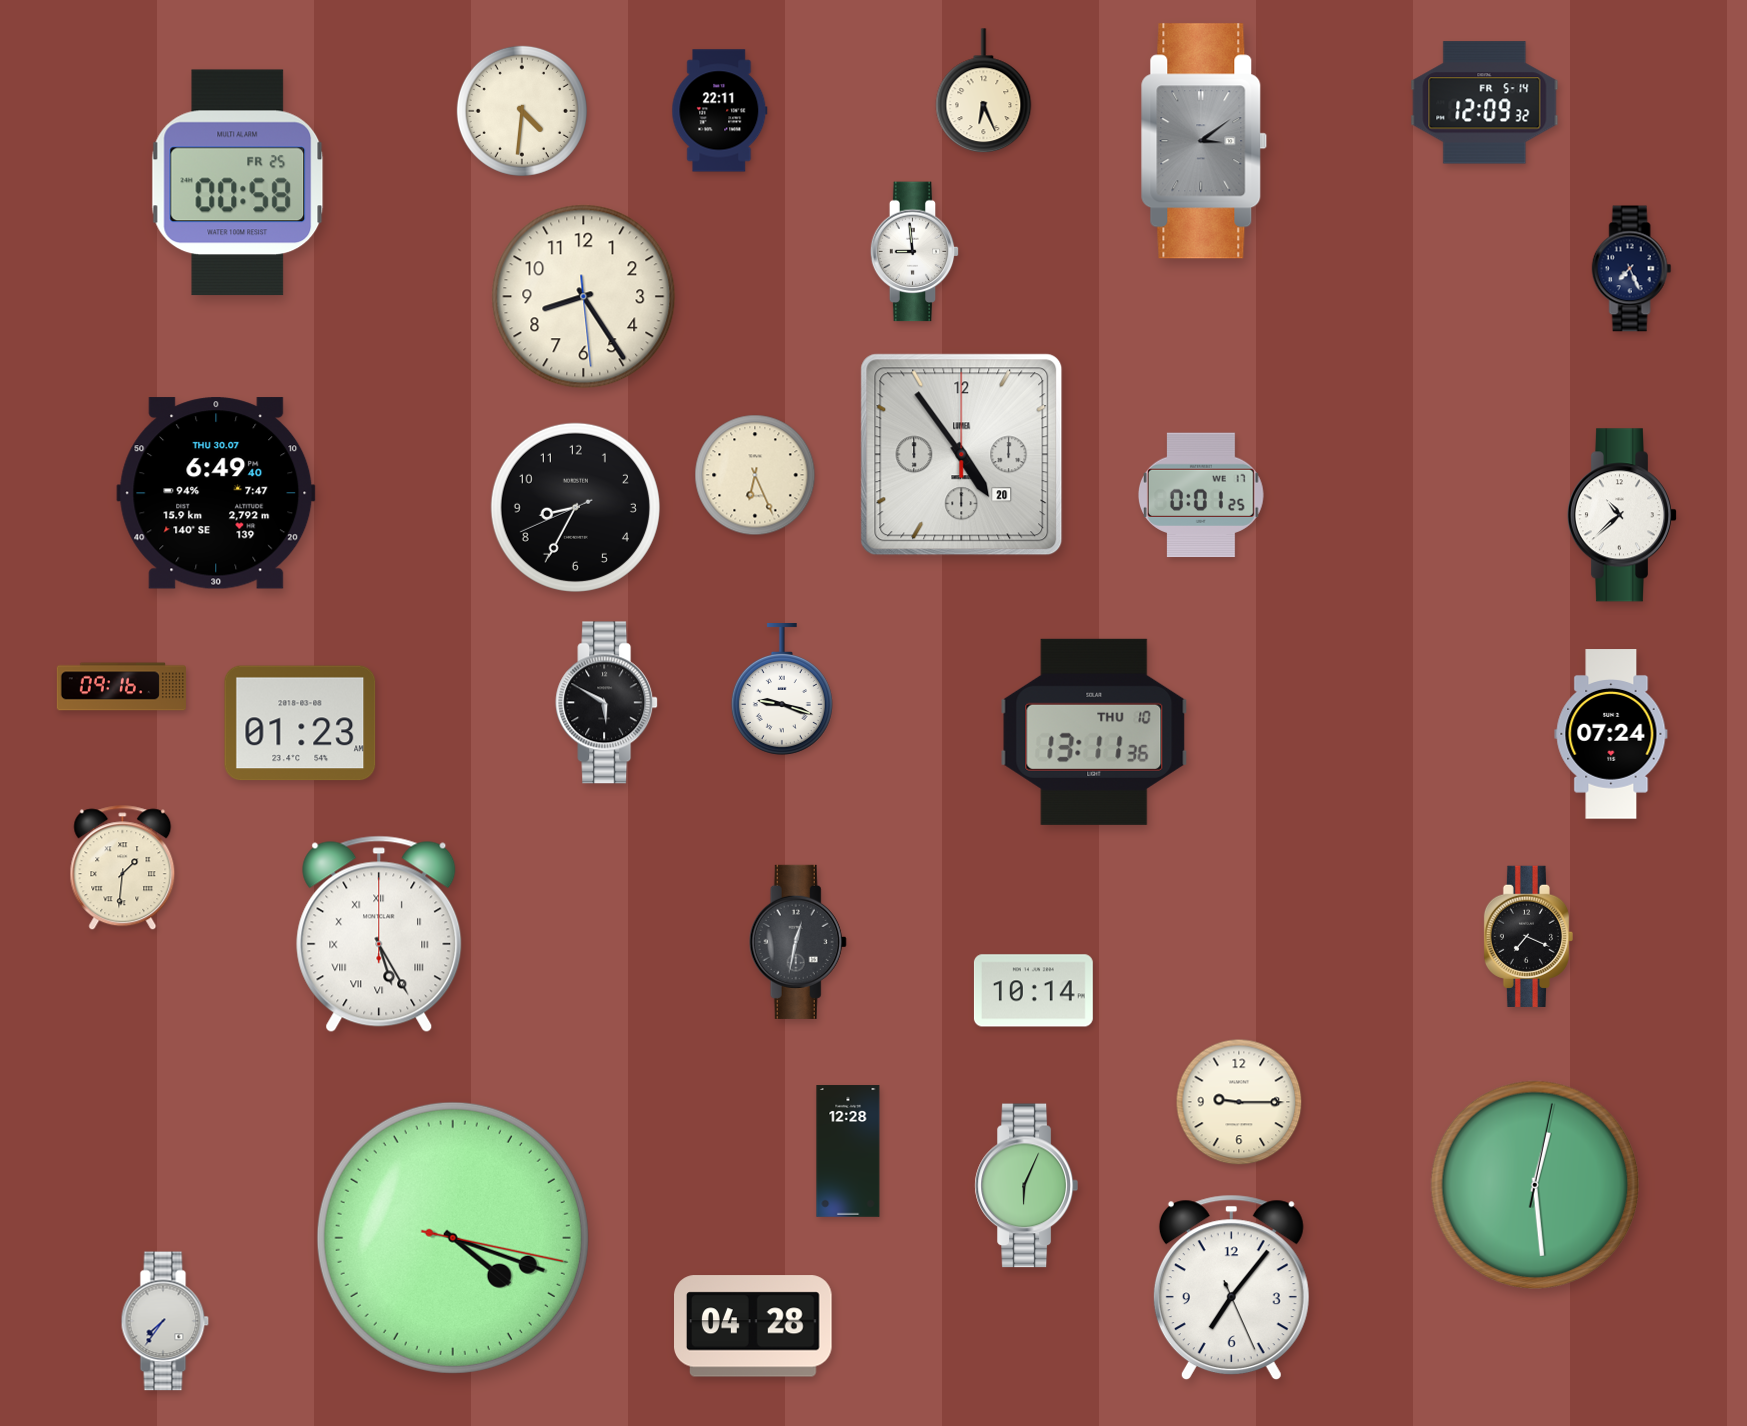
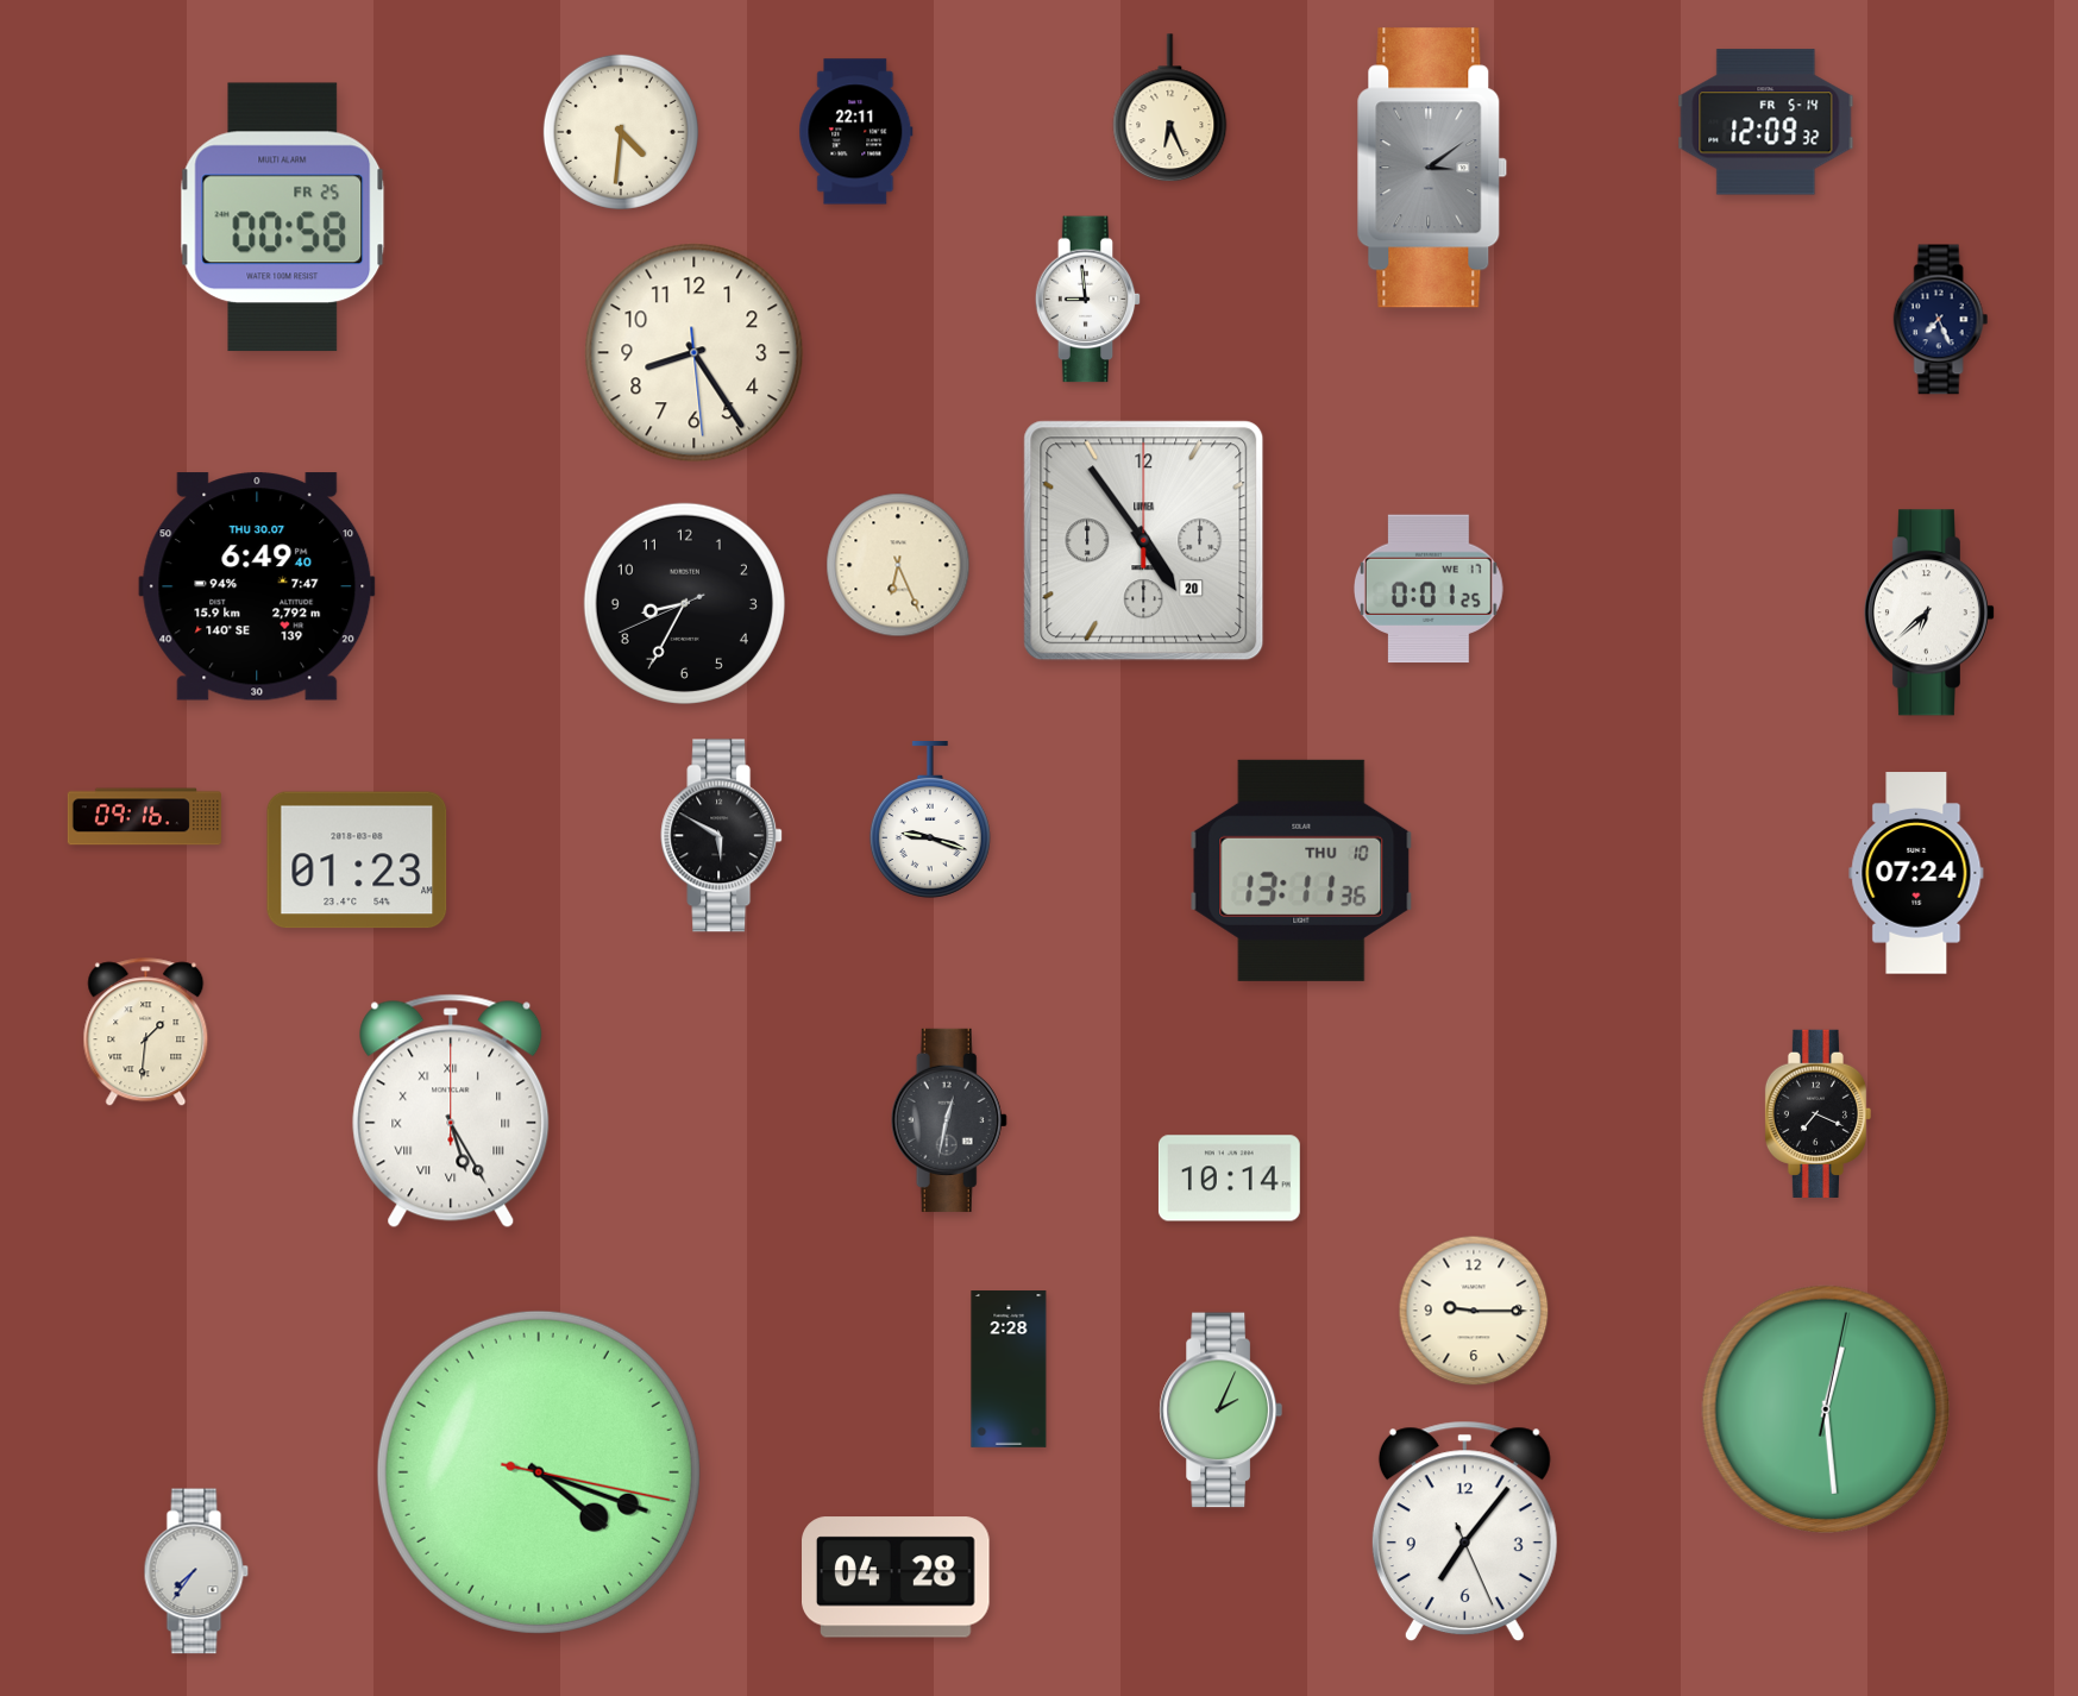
clock at (1621, 515): 10:38 -> 6:38
clock at (848, 1151): 12:28 -> 2:28
clock at (1026, 1186): 6:04 -> 2:04
